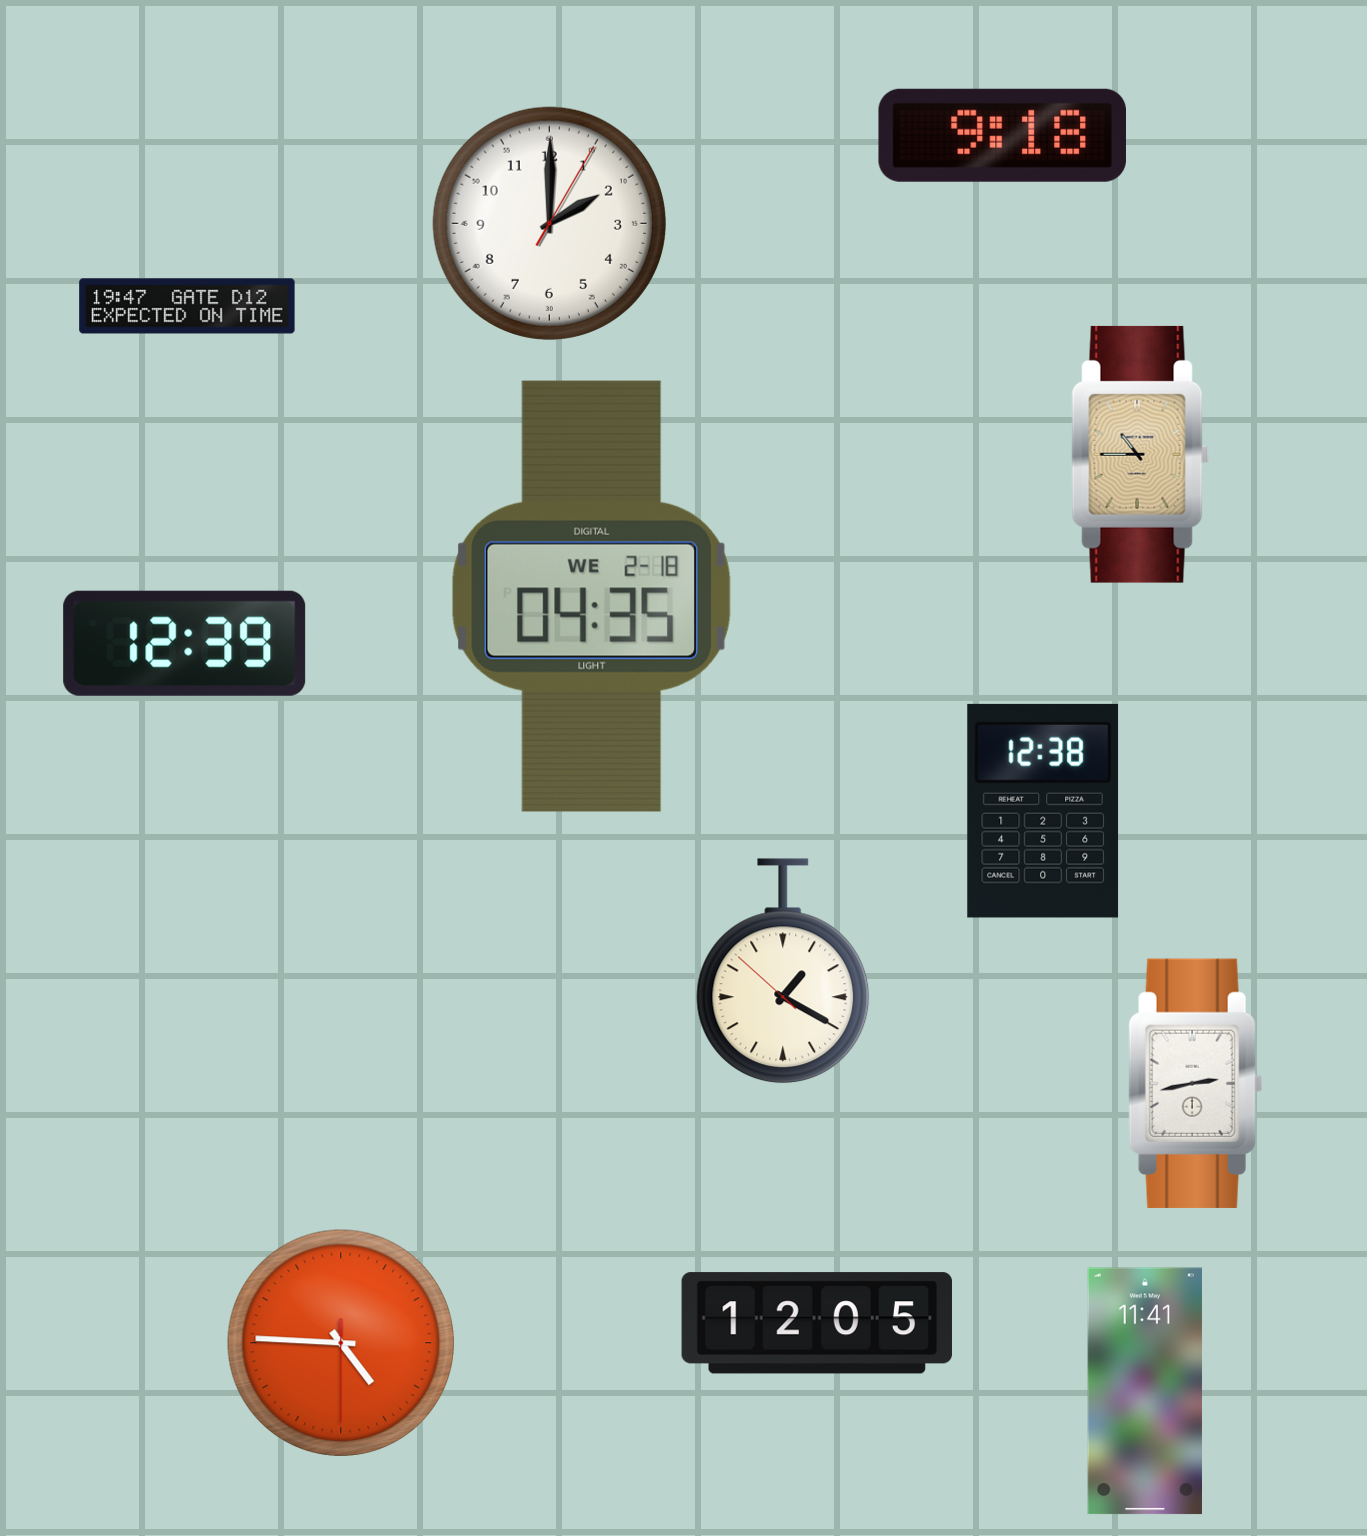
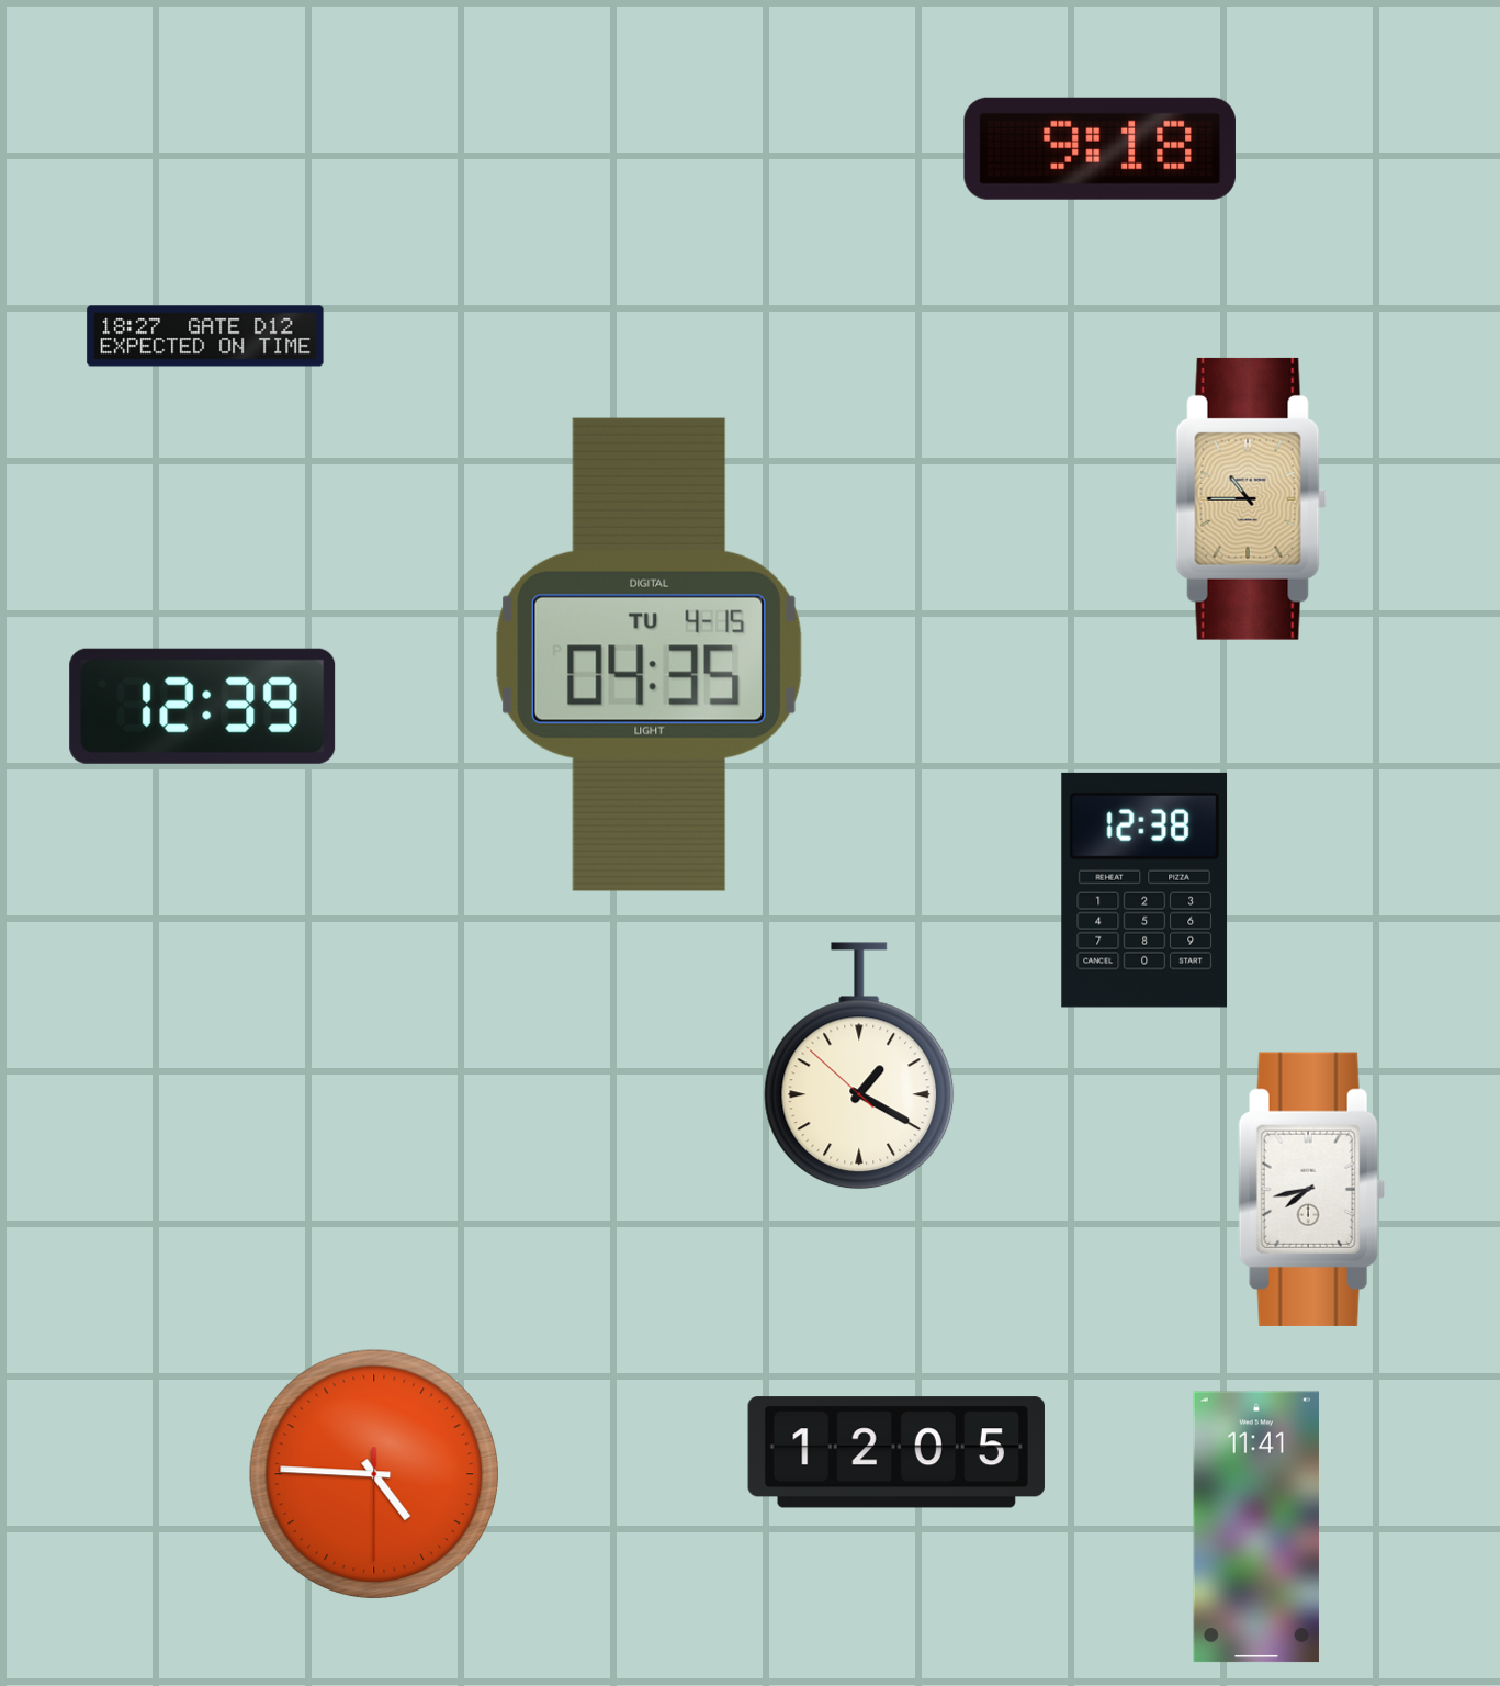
clock at (549, 223): 2:00 -> none
clock at (187, 306): 19:47 -> 18:27
clock at (591, 596) date: WE 2-18 -> TU 4-15
clock at (1196, 1083): 2:43 -> 7:43
